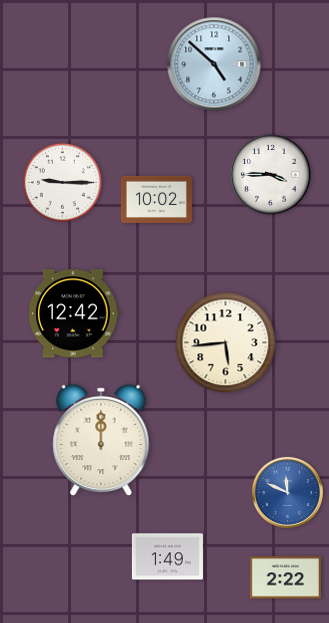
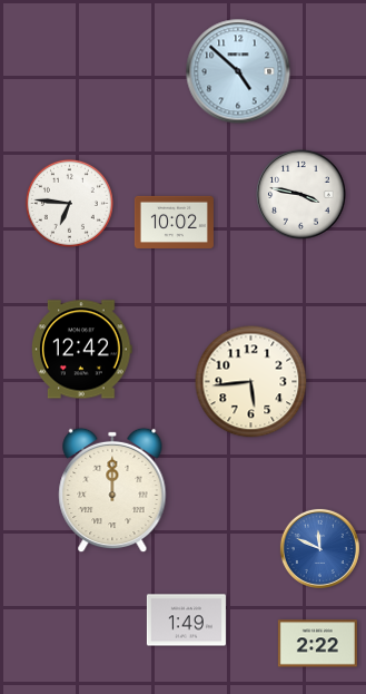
clock at (271, 175): 3:45 -> 3:47
clock at (62, 182): 9:15 -> 6:46
